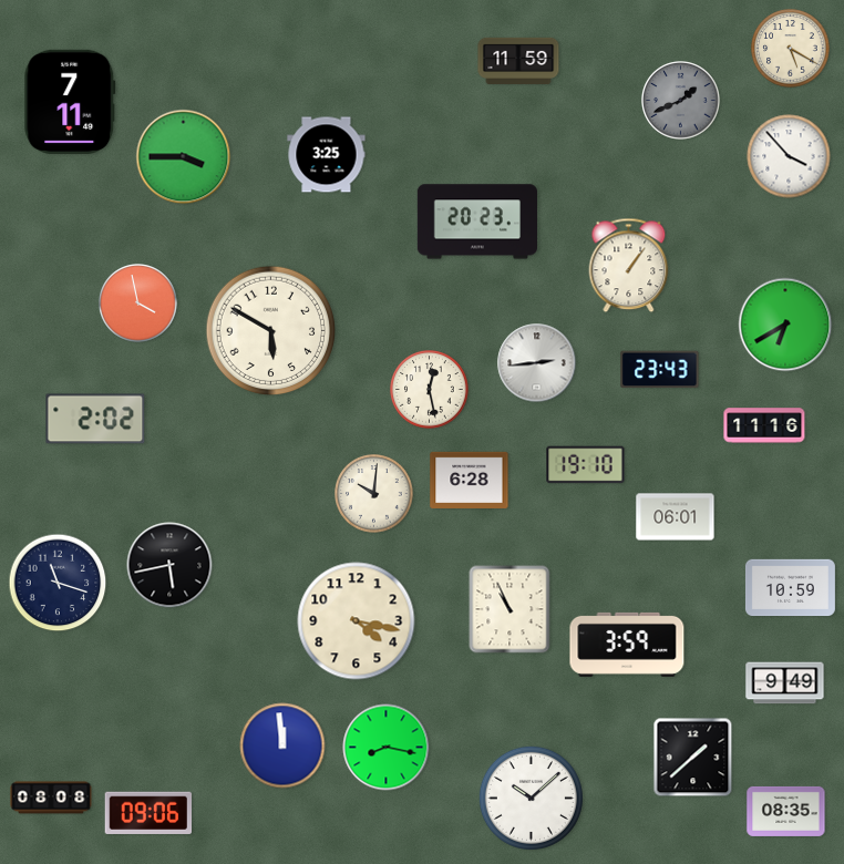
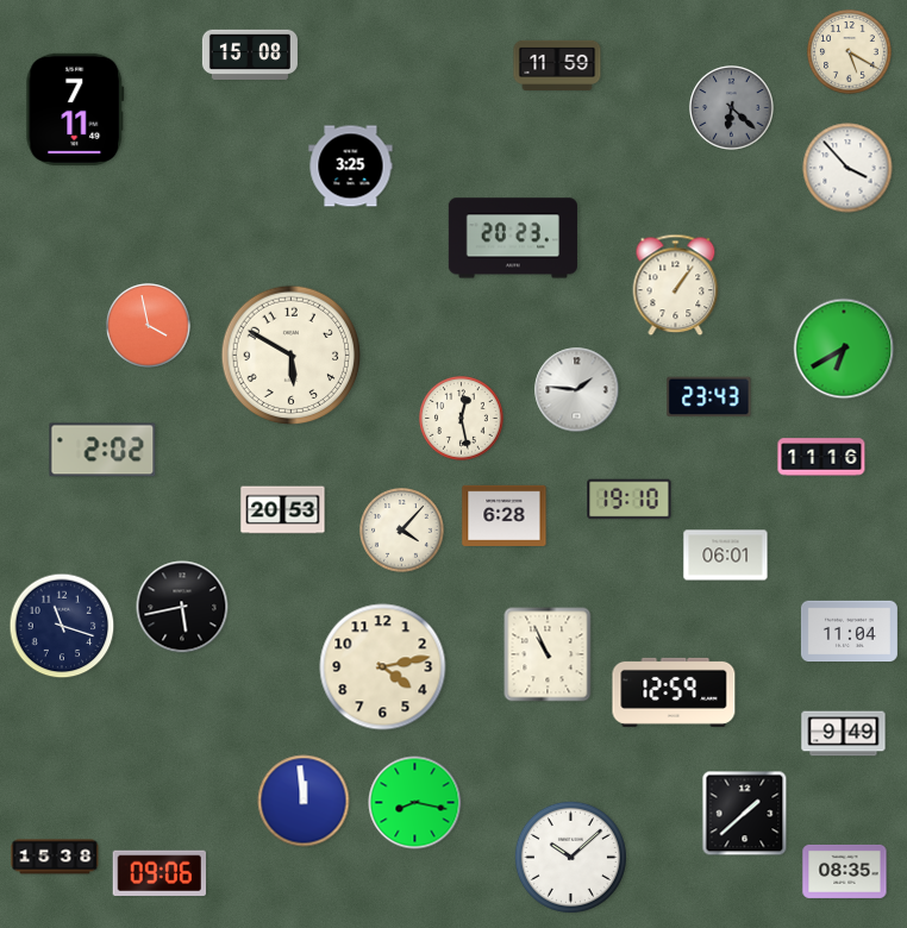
clock at (250, 54): none -> 15:08
clock at (681, 101): 1:41 -> 6:22
clock at (184, 157): 3:45 -> none
clock at (537, 363): 2:44 -> 1:46
clock at (283, 510): none -> 20:53
clock at (374, 494): 10:01 -> 4:07
clock at (790, 588): 10:59 -> 11:04
clock at (357, 621): 4:17 -> 4:13
clock at (627, 645): 3:59 -> 12:59
clock at (51, 798): 08:08 -> 15:38
